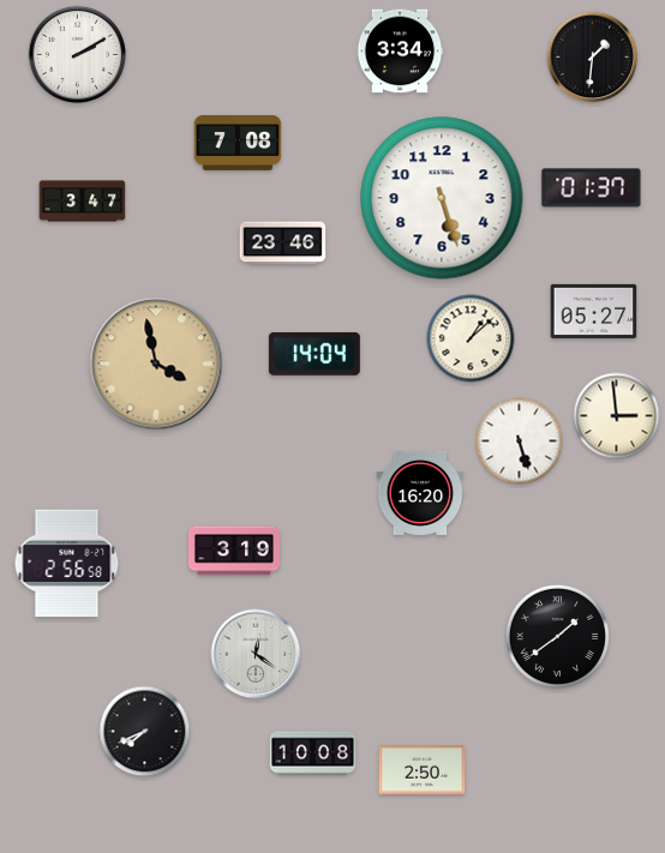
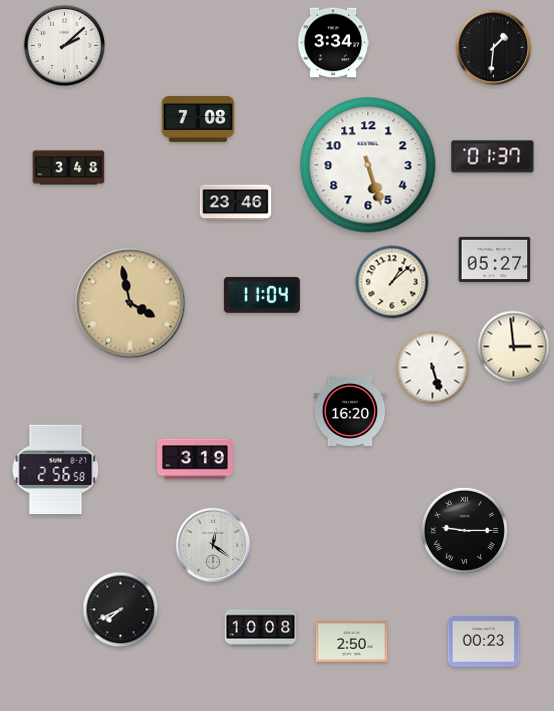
clock at (78, 55): 2:10 -> 2:08
clock at (83, 202): 3:47 -> 3:48
clock at (314, 354): 14:04 -> 11:04
clock at (557, 636): 1:39 -> 9:15
clock at (484, 642): none -> 00:23
